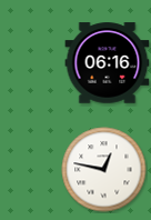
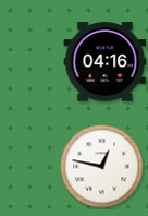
clock at (108, 63): 06:16 -> 04:16
